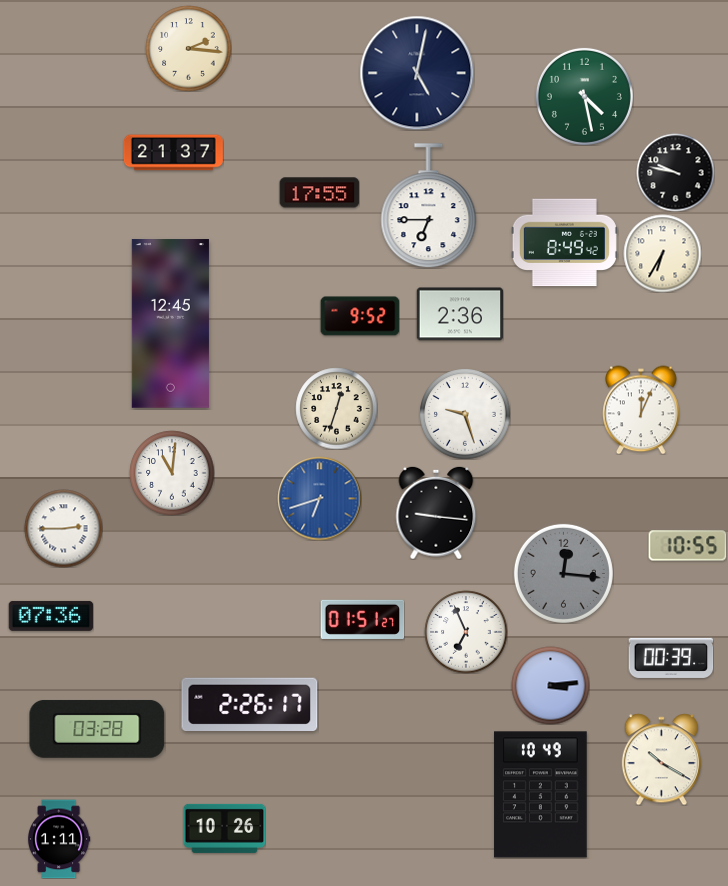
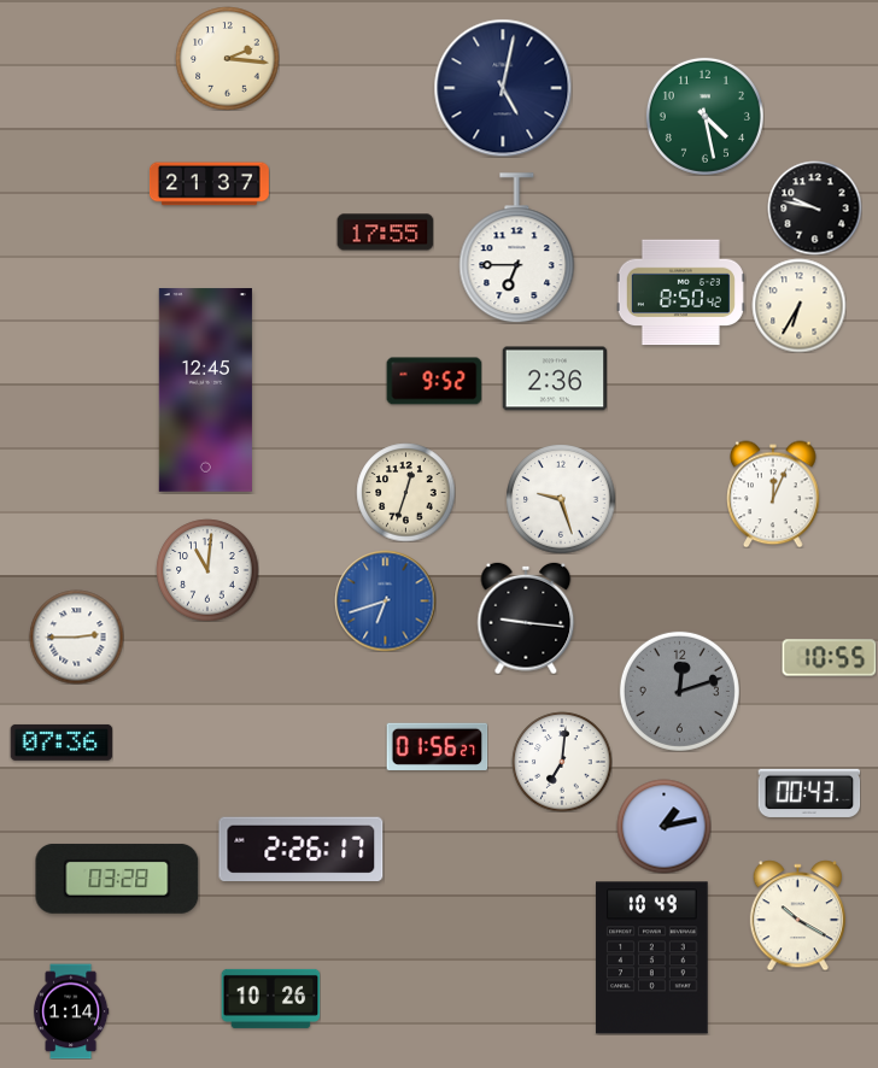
clock at (564, 243): 8:49 -> 8:50
clock at (563, 573): 12:16 -> 12:12
clock at (362, 619): 01:51 -> 01:56
clock at (466, 632): 6:56 -> 7:01
clock at (671, 658): 00:39 -> 00:43
clock at (550, 685): 3:14 -> 1:13
clock at (59, 839): 1:11 -> 1:14
